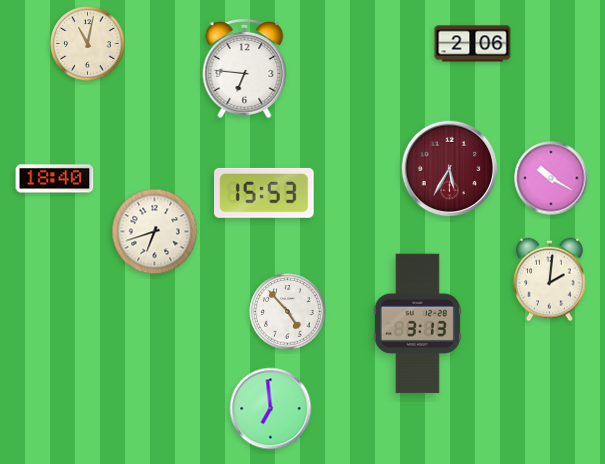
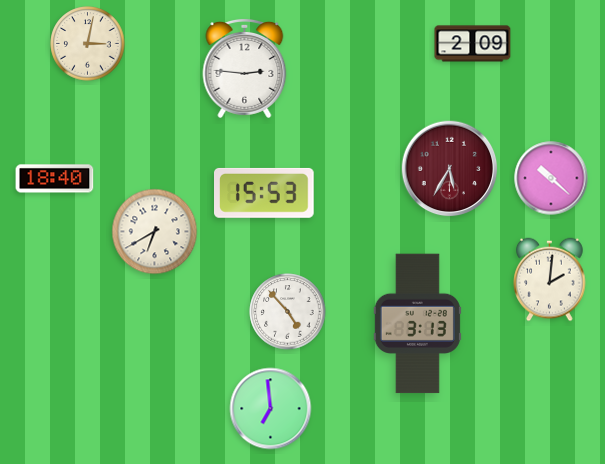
clock at (88, 44): 11:02 -> 3:02
clock at (473, 44): 2:06 -> 2:09
clock at (245, 68): 6:46 -> 2:46
clock at (551, 178): 10:20 -> 10:22
clock at (155, 232): 6:42 -> 6:40
